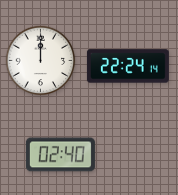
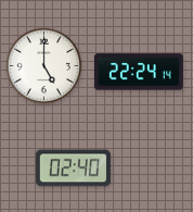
clock at (41, 61): 12:00 -> 5:00
clock at (60, 155) position: (60, 155) -> (73, 169)
